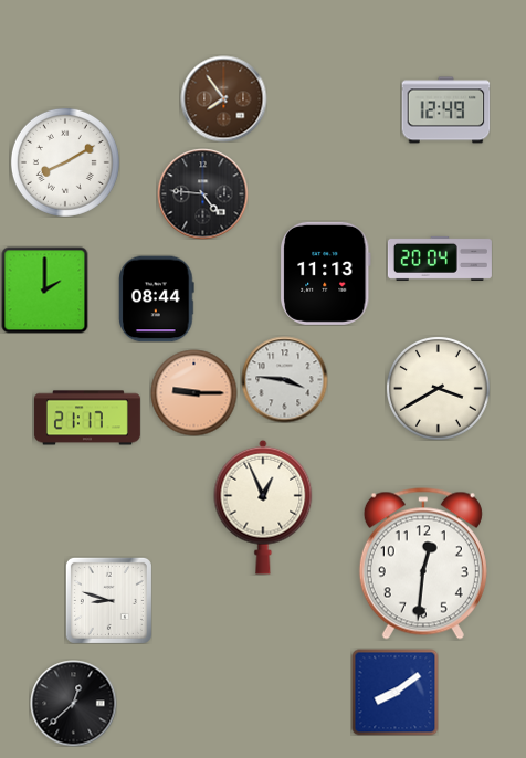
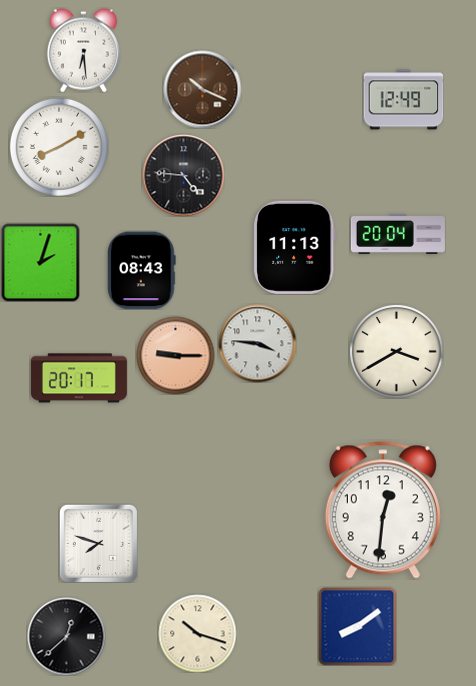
clock at (83, 50): none -> 6:29
clock at (223, 98): 7:54 -> 10:19
clock at (44, 289): 2:00 -> 2:03
clock at (157, 298): 08:44 -> 08:43
clock at (87, 418): 21:17 -> 20:17
clock at (263, 507): 12:56 -> none
clock at (108, 600): 8:48 -> 7:48
clock at (197, 633): none -> 10:18
